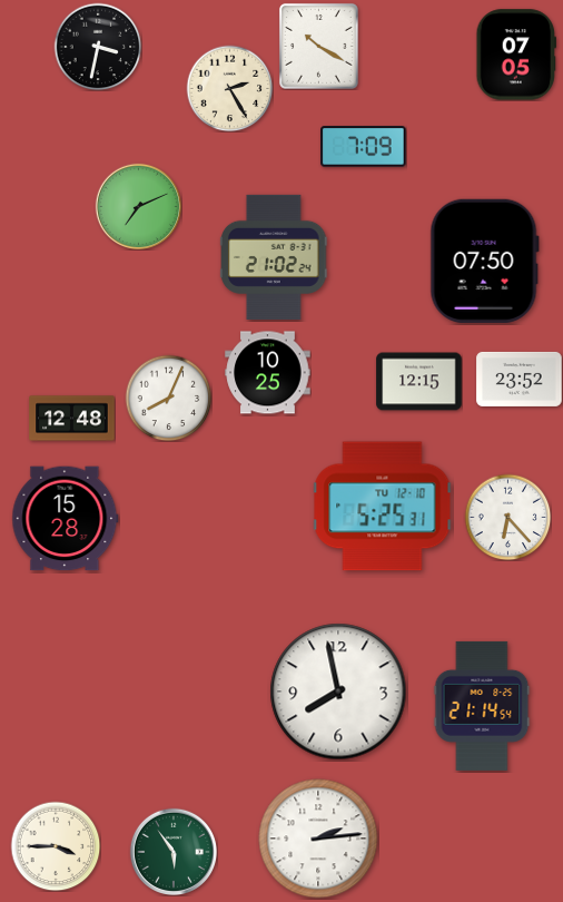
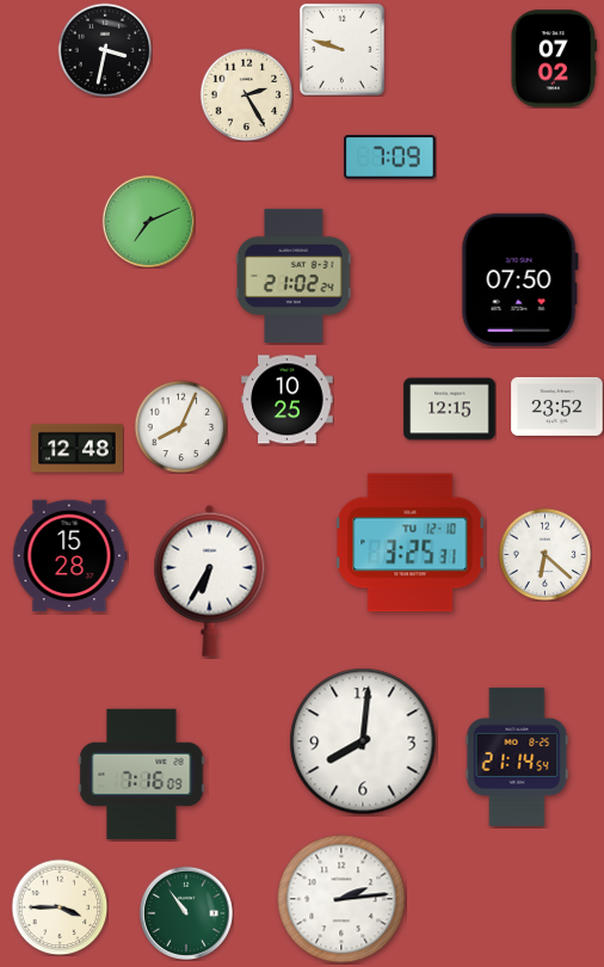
clock at (318, 46): 10:20 -> 9:48
clock at (515, 55): 07:05 -> 07:02
clock at (383, 507): 5:25 -> 3:25
clock at (507, 517): 6:23 -> 6:22
clock at (210, 580): none -> 6:35
clock at (338, 692): 7:58 -> 8:01
clock at (142, 775): none -> 7:16
clock at (172, 851): 5:54 -> 10:54
